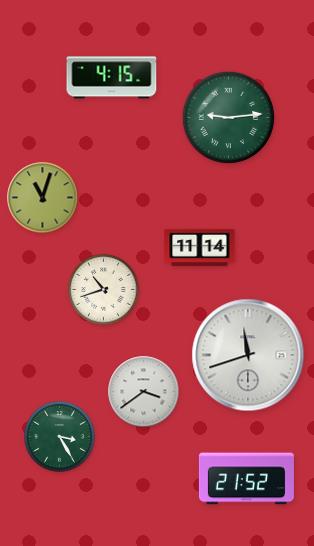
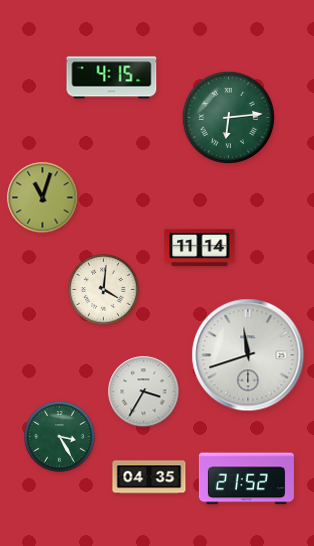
clock at (228, 117): 9:14 -> 6:14
clock at (104, 290): 10:42 -> 4:01
clock at (144, 392): 3:39 -> 3:35
clock at (149, 477): none -> 04:35
